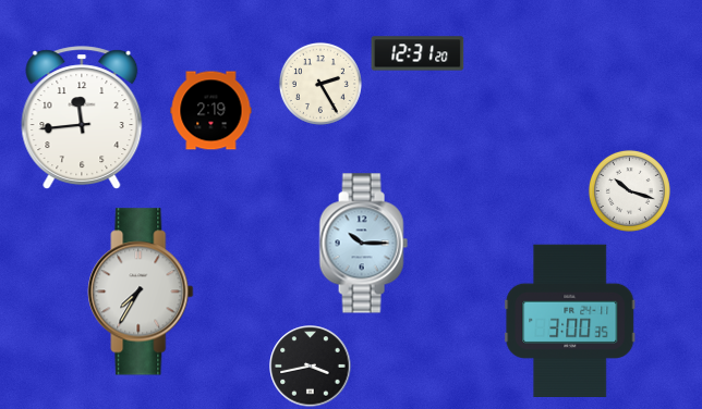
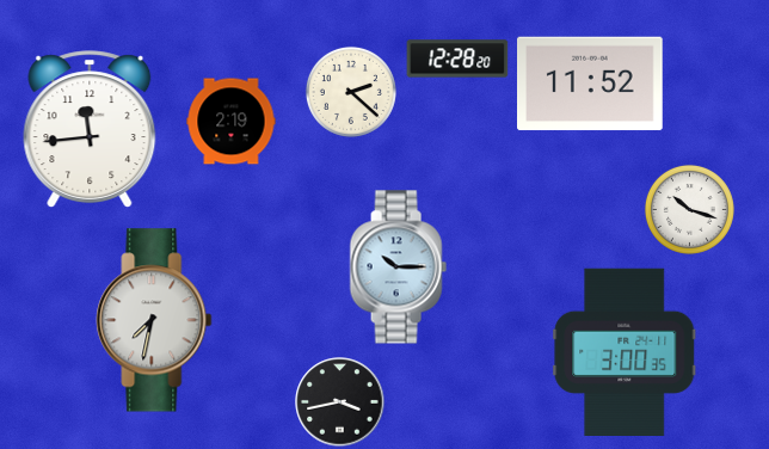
clock at (417, 53): 12:31 -> 12:28
clock at (591, 84): none -> 11:52
clock at (320, 84): 2:25 -> 2:22
clock at (141, 292): 7:35 -> 7:32
